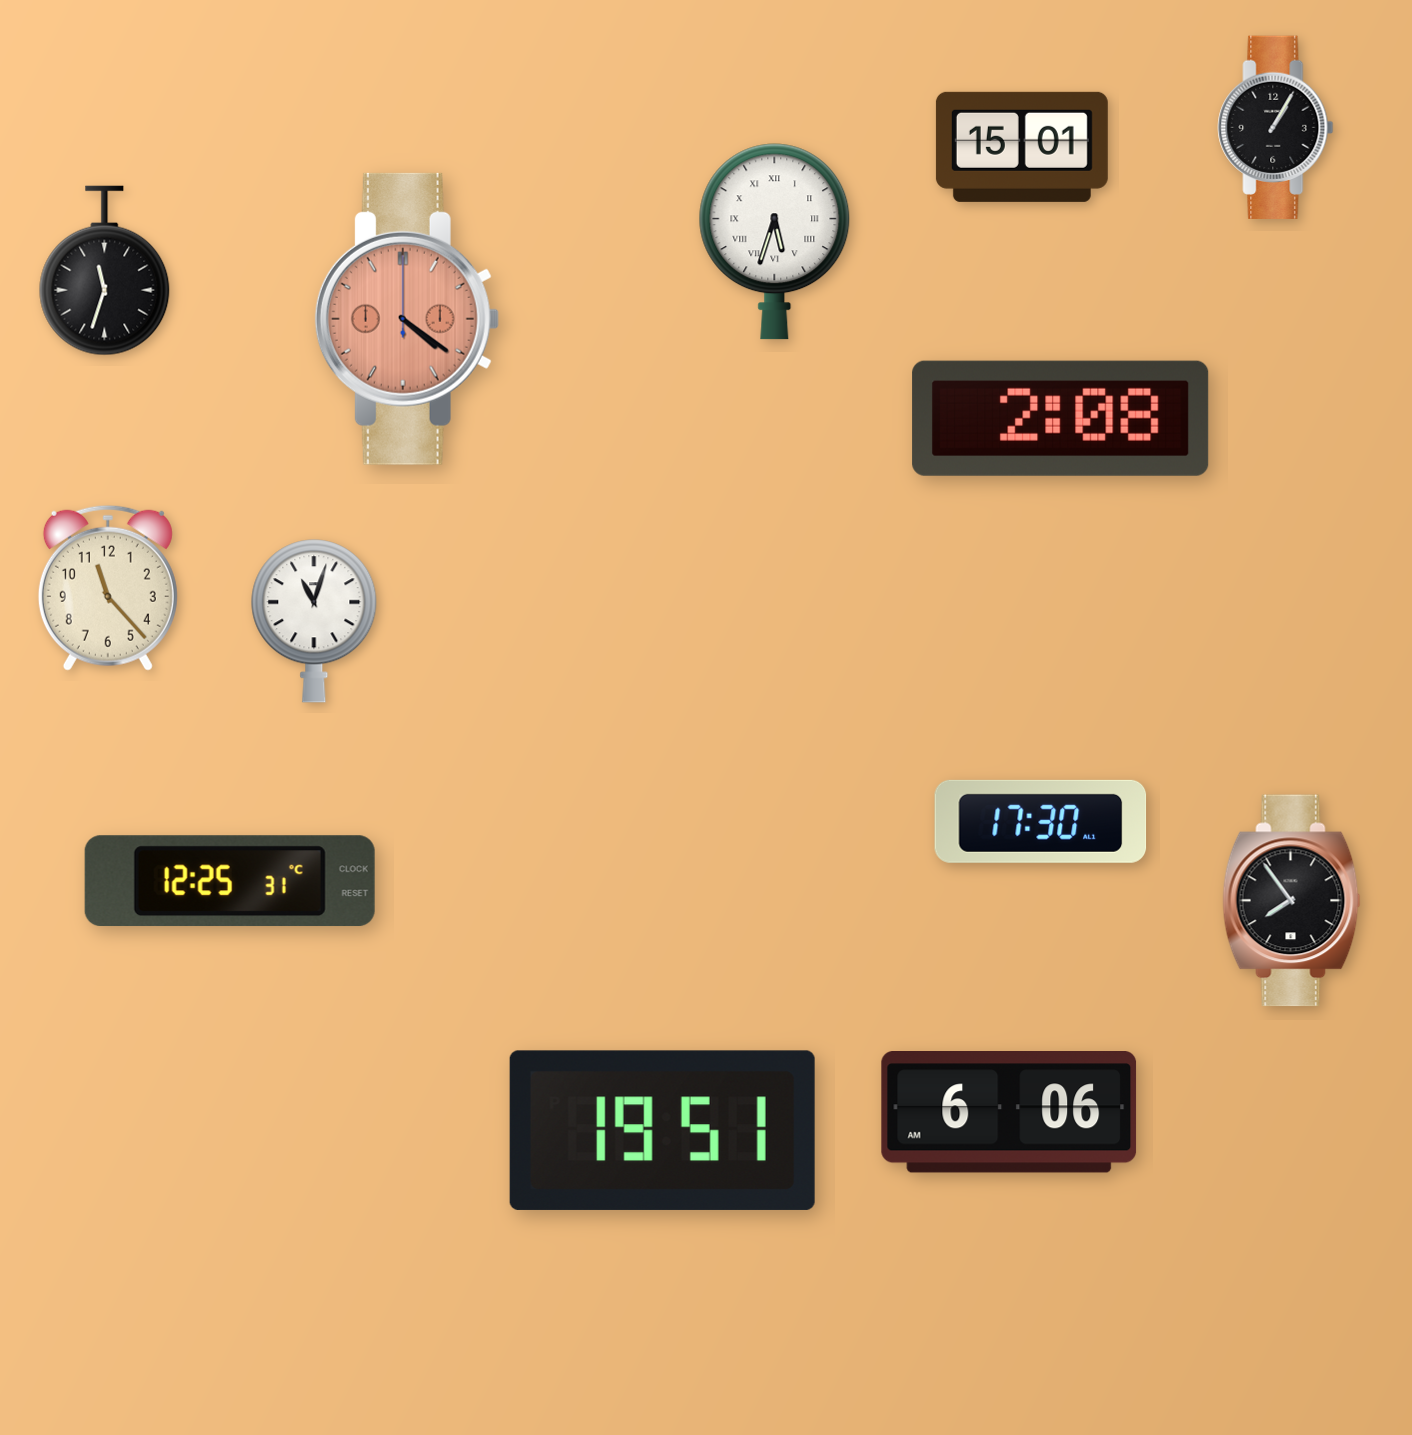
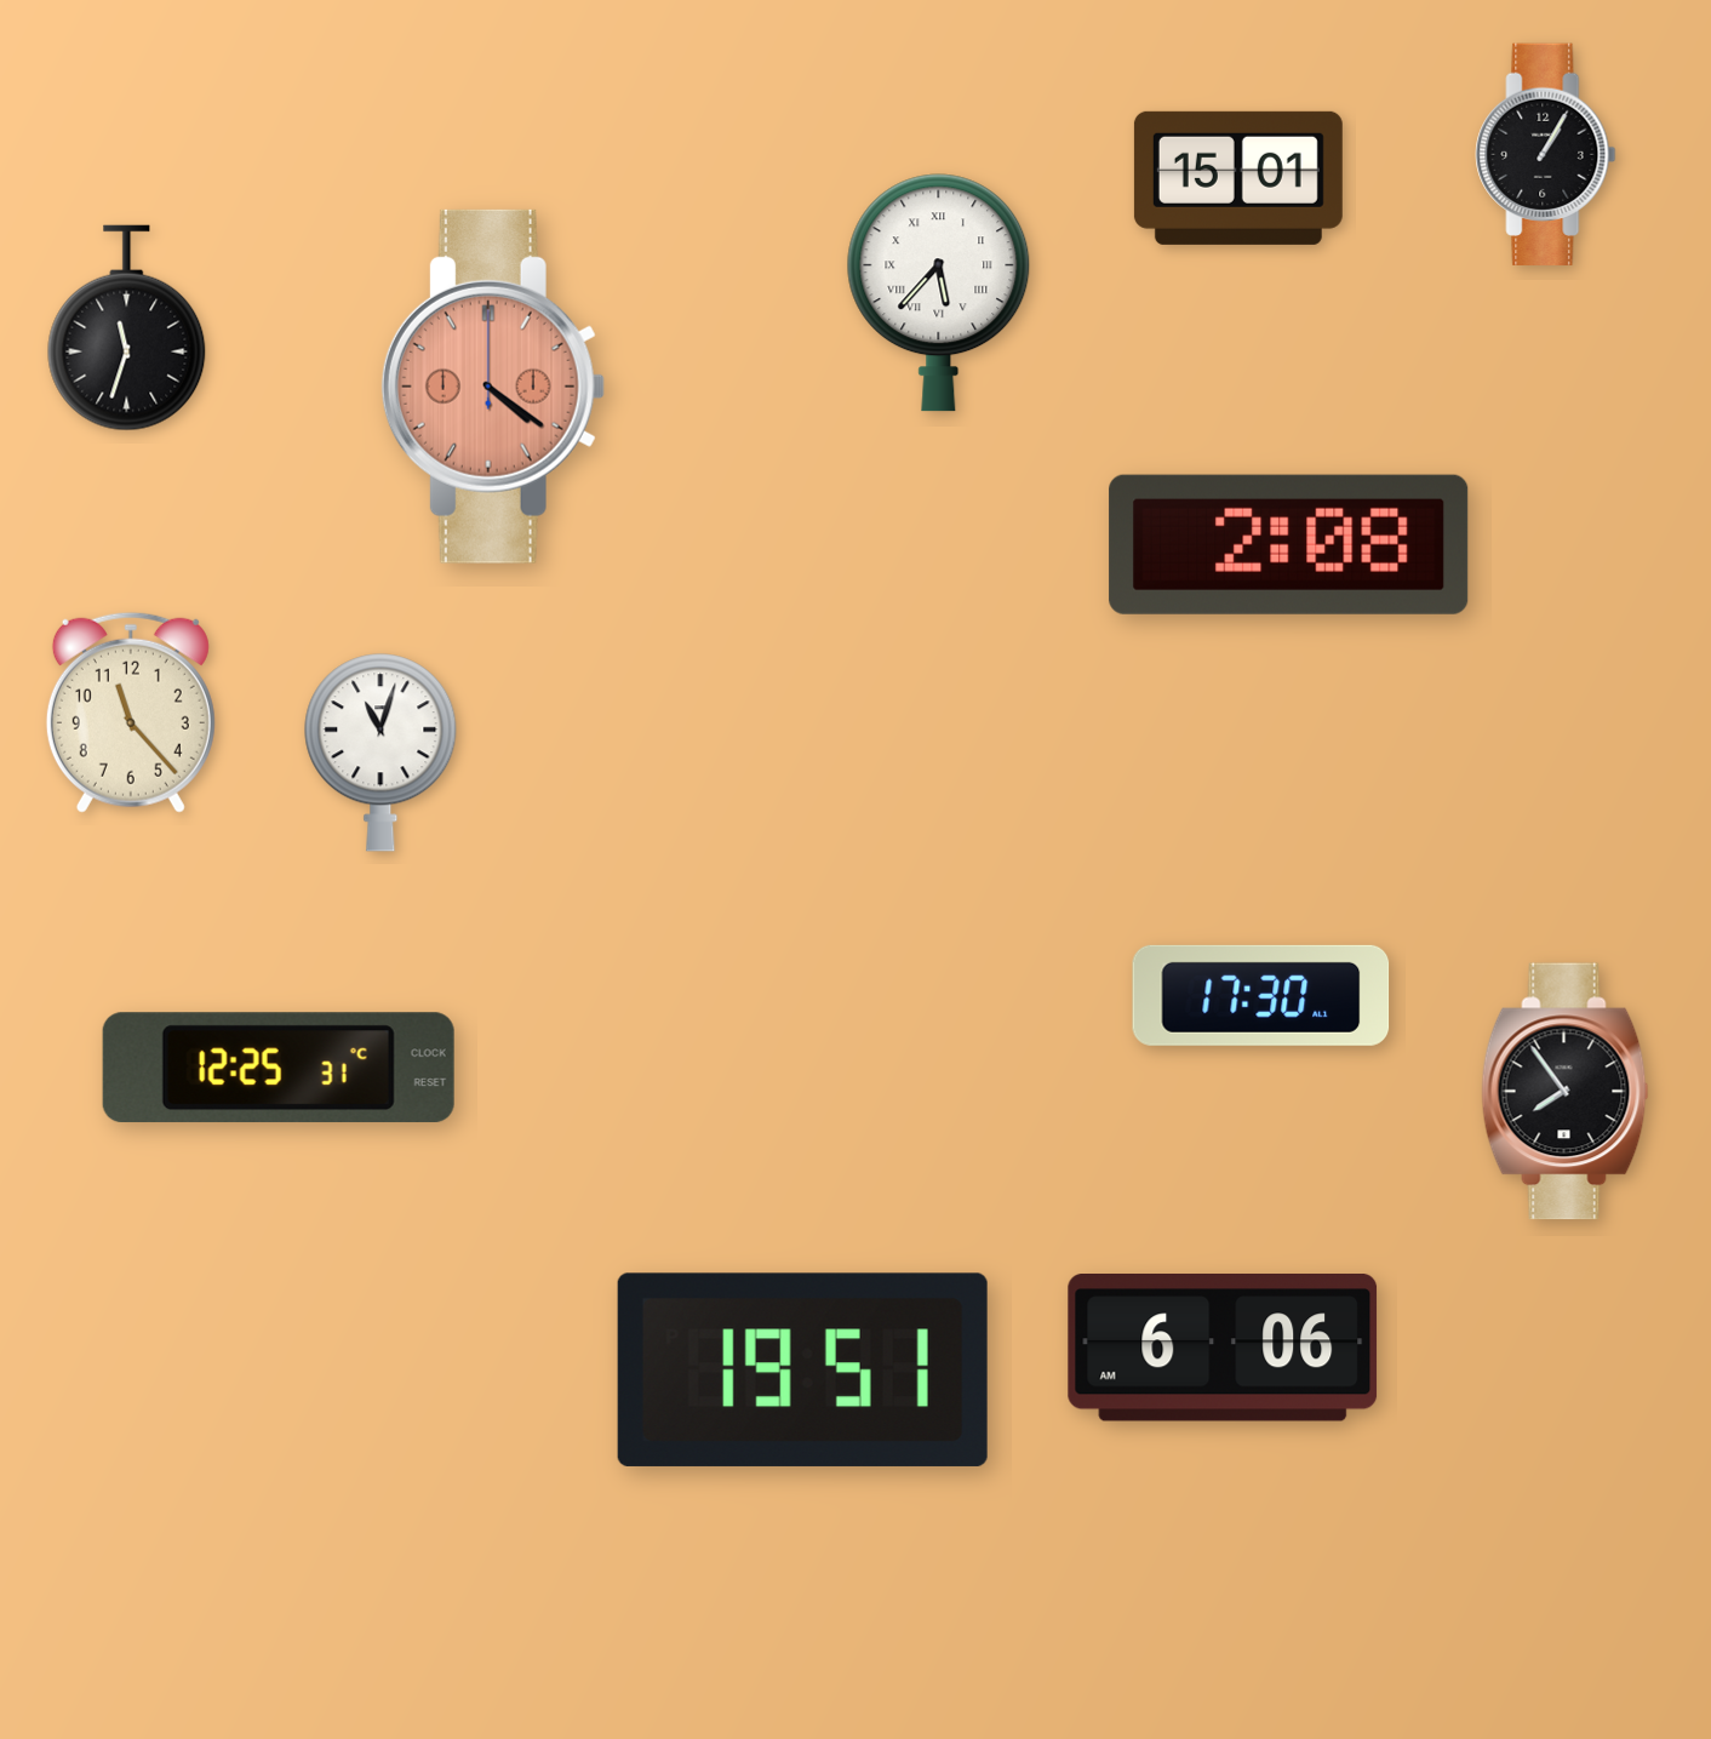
clock at (775, 242): 5:33 -> 5:37
clock at (1061, 418) position: (1061, 418) -> (1289, 544)
